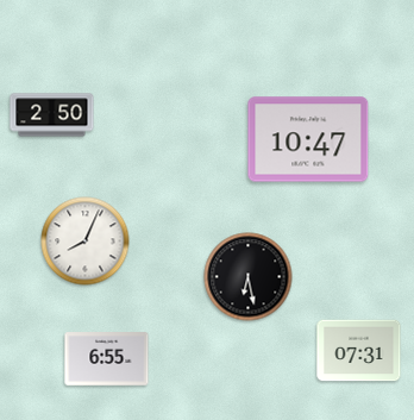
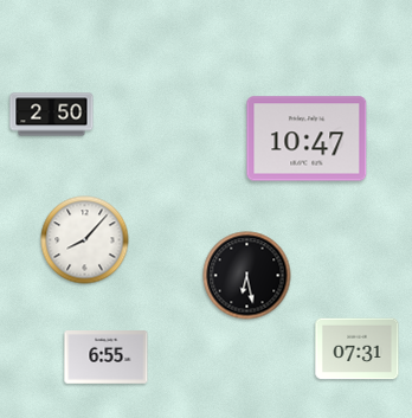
clock at (86, 242): 8:04 -> 8:07
